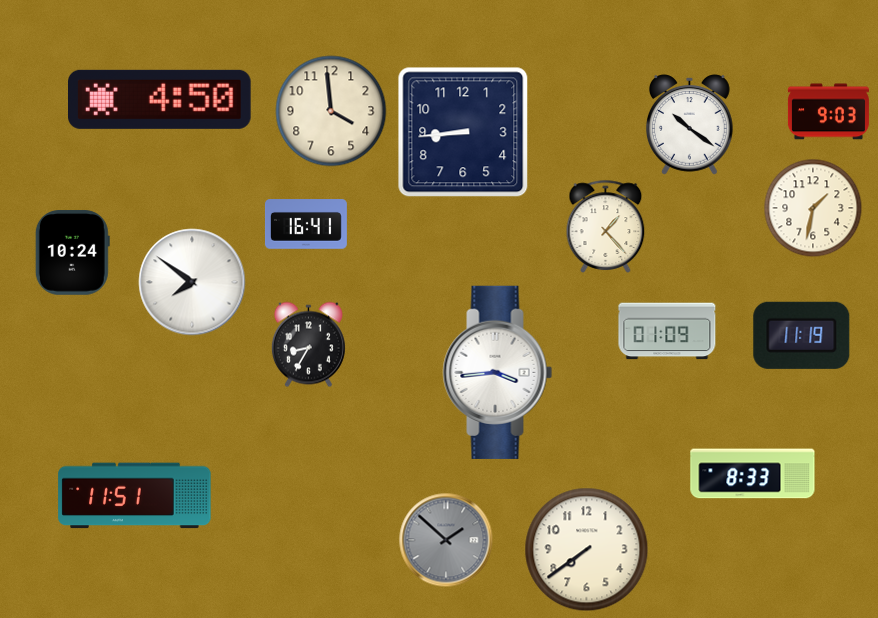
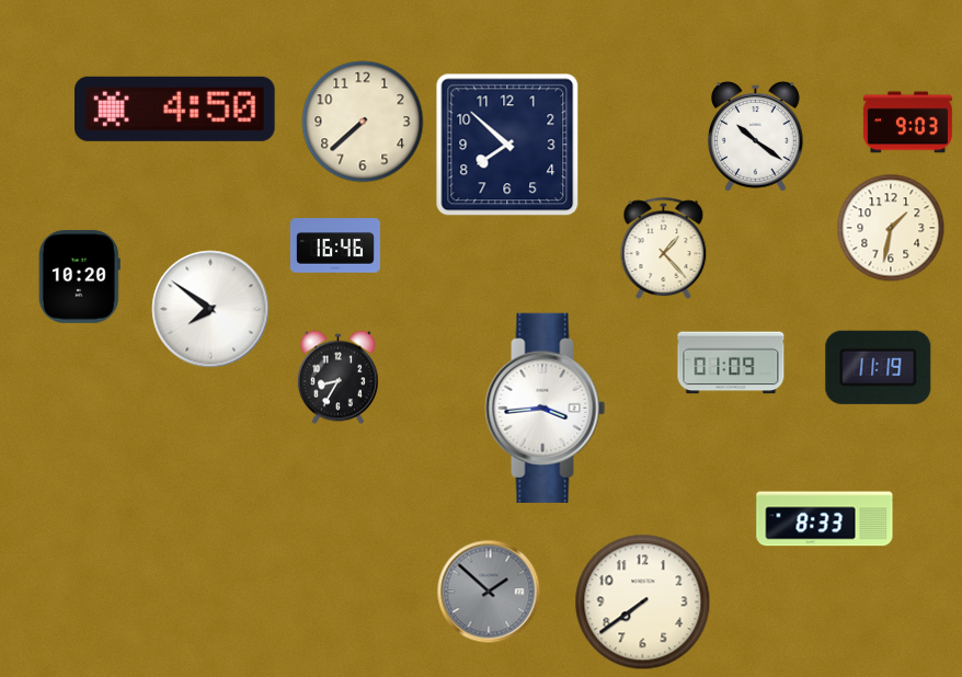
clock at (331, 111): 3:59 -> 7:38
clock at (463, 132): 8:44 -> 7:52
clock at (306, 224): 16:41 -> 16:46
clock at (72, 253): 10:24 -> 10:20
clock at (135, 496): 11:51 -> none
